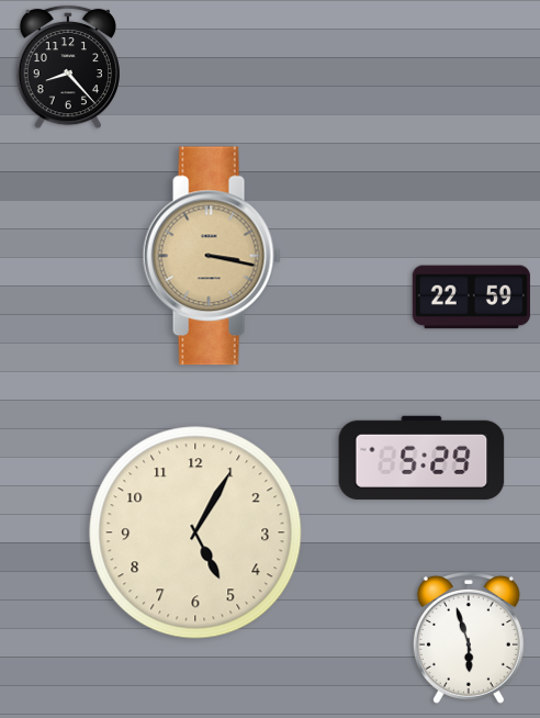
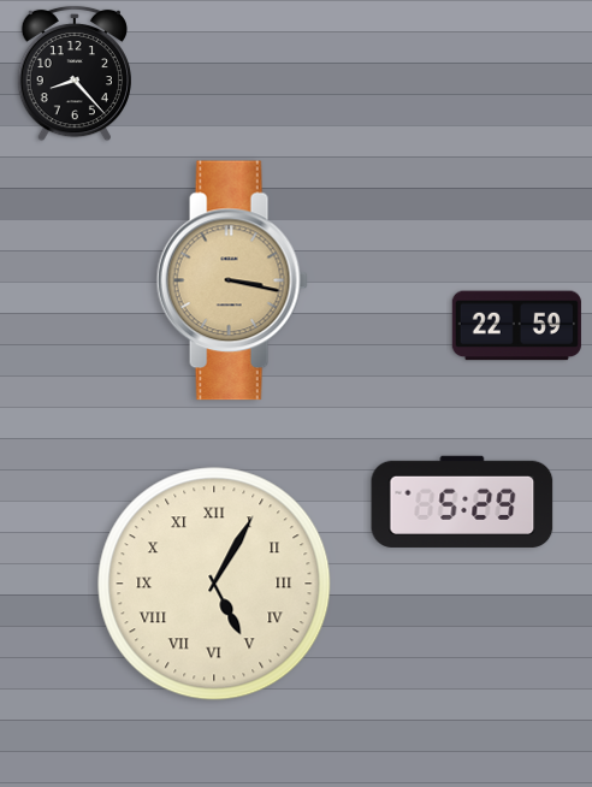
clock at (195, 532) numerals: Arabic -> Roman
clock at (469, 638): 5:57 -> none
